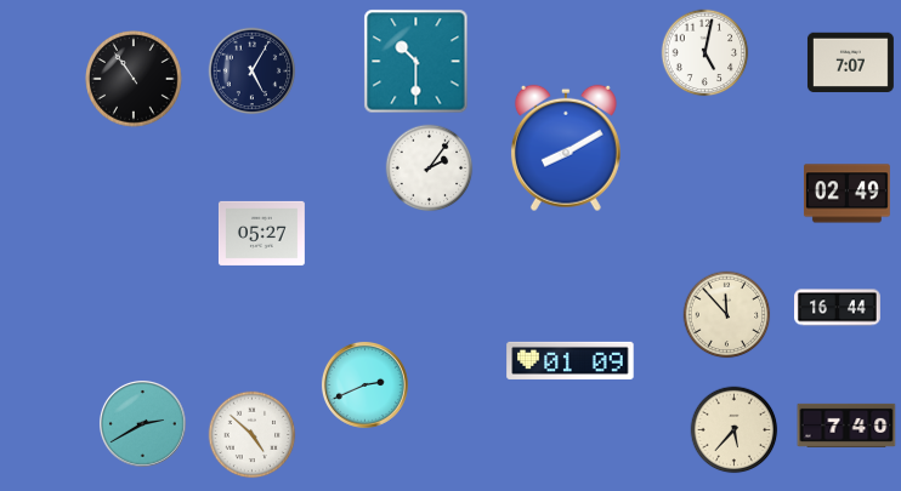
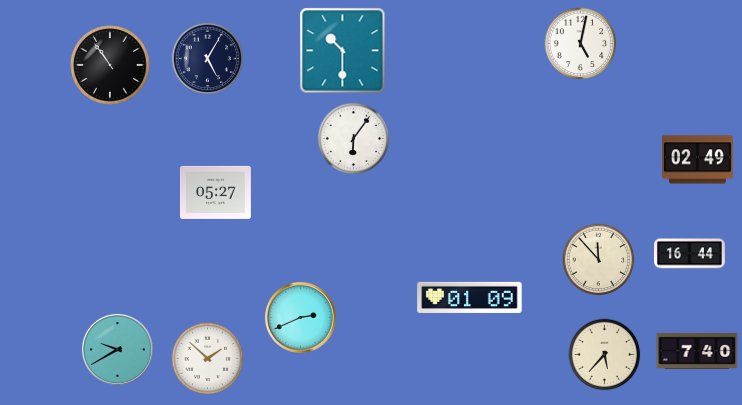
clock at (850, 63): 7:07 -> none
clock at (566, 148): 8:10 -> none
clock at (430, 169): 2:06 -> 6:06
clock at (142, 423): 2:40 -> 9:40
clock at (253, 435): 4:52 -> 1:52
